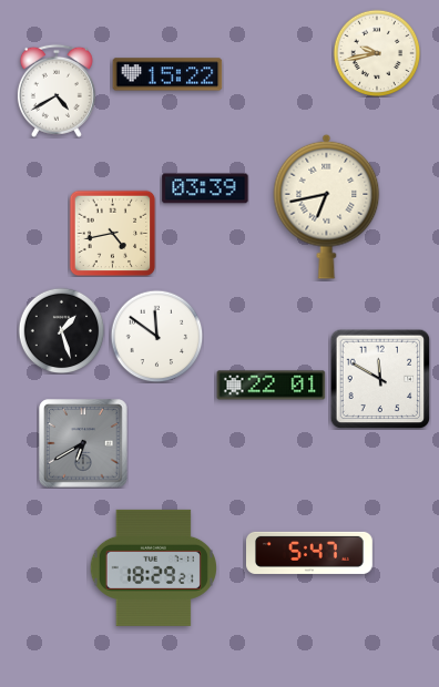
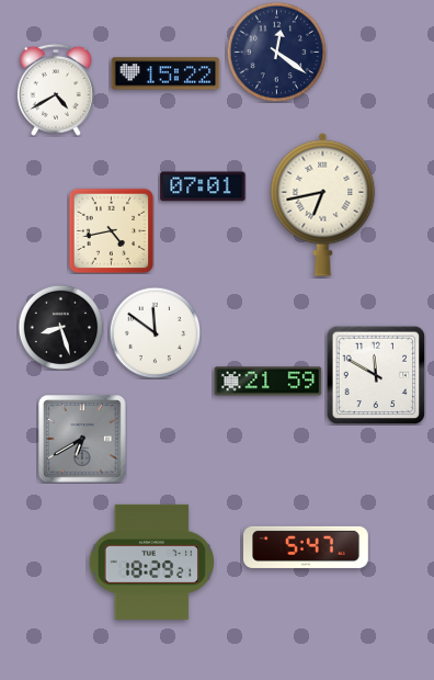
clock at (276, 52): none -> 12:21
clock at (377, 53): 9:43 -> none
clock at (205, 188): 03:39 -> 07:01
clock at (61, 330): 1:27 -> 8:27
clock at (272, 386): 22:01 -> 21:59
